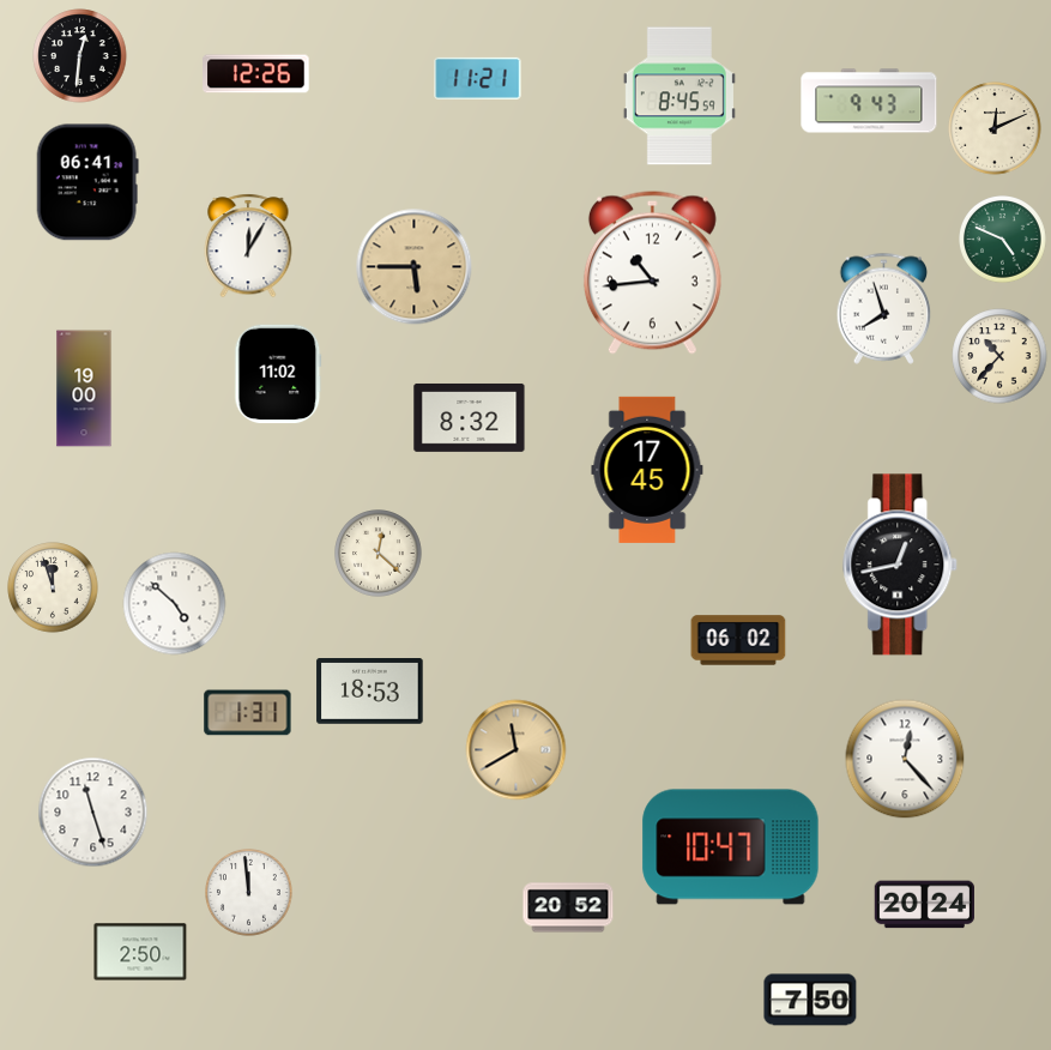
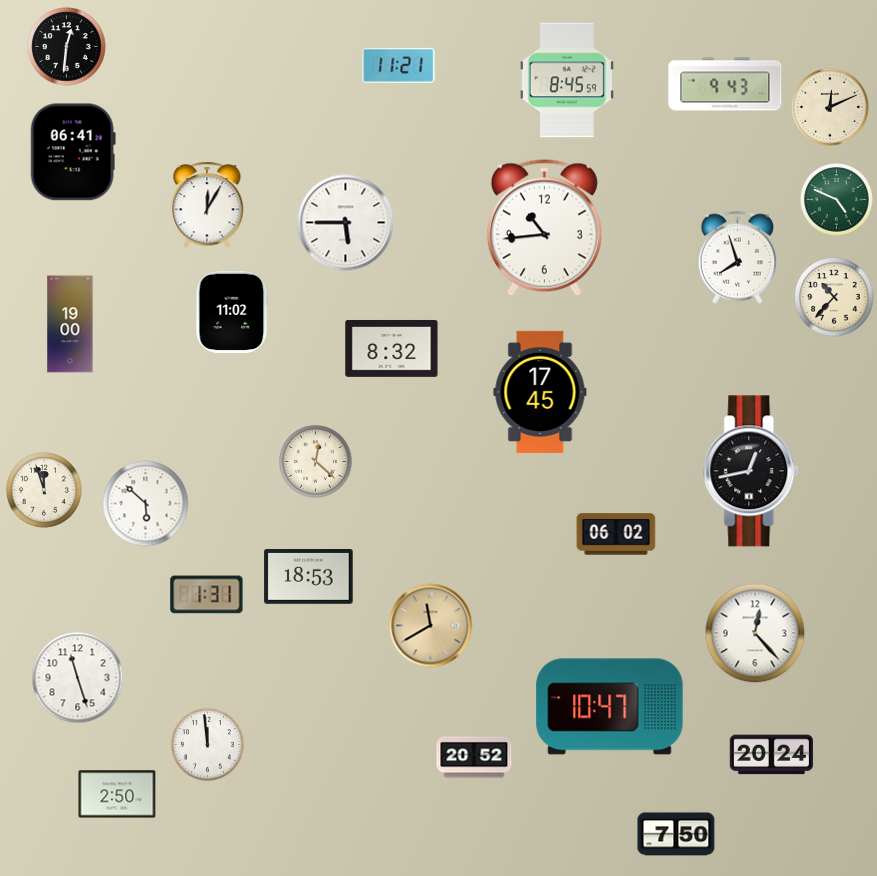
clock at (256, 74): 12:26 -> none
clock at (415, 267) dial: champagne -> white
clock at (175, 604): 4:52 -> 5:52
